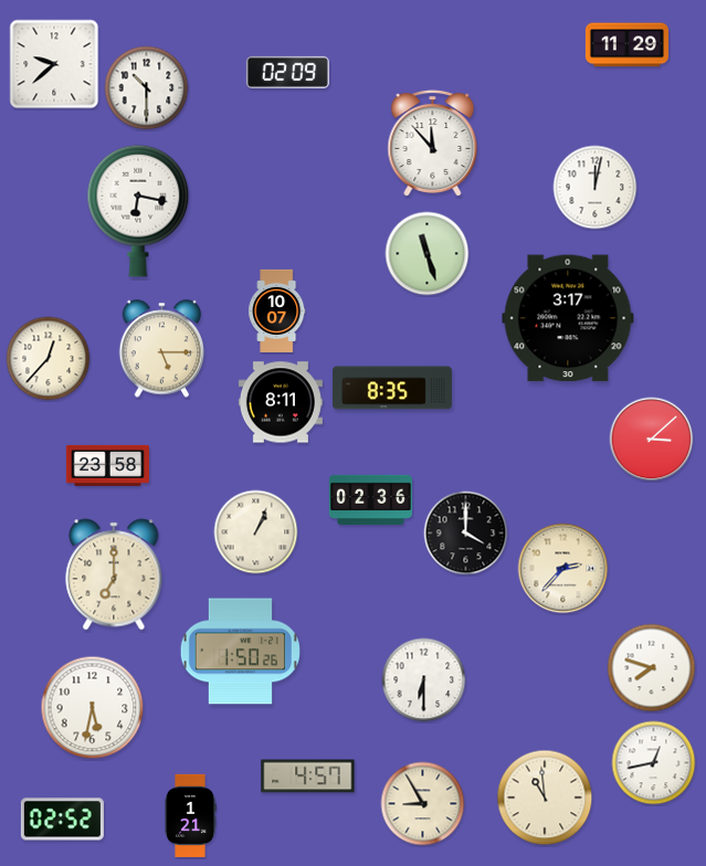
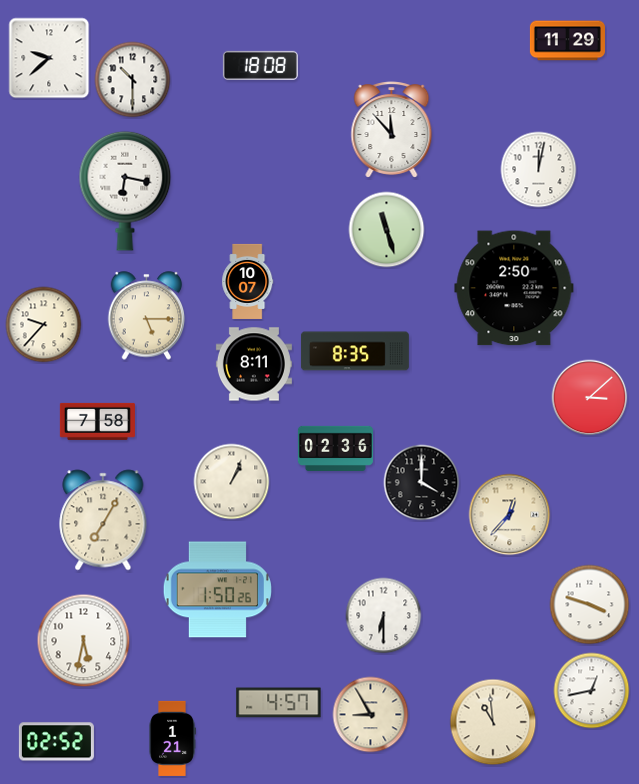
clock at (287, 72): 02:09 -> 18:08
clock at (277, 310) position: (277, 310) -> (248, 281)
clock at (568, 318): 3:17 -> 2:50
clock at (49, 359): 12:37 -> 9:37
clock at (107, 465): 23:58 -> 7:58
clock at (370, 499) position: (370, 499) -> (335, 448)
clock at (563, 569): 2:37 -> 12:37
clock at (114, 574): 7:00 -> 7:05
clock at (652, 668): 7:48 -> 3:48
clock at (423, 804) position: (423, 804) -> (371, 715)
